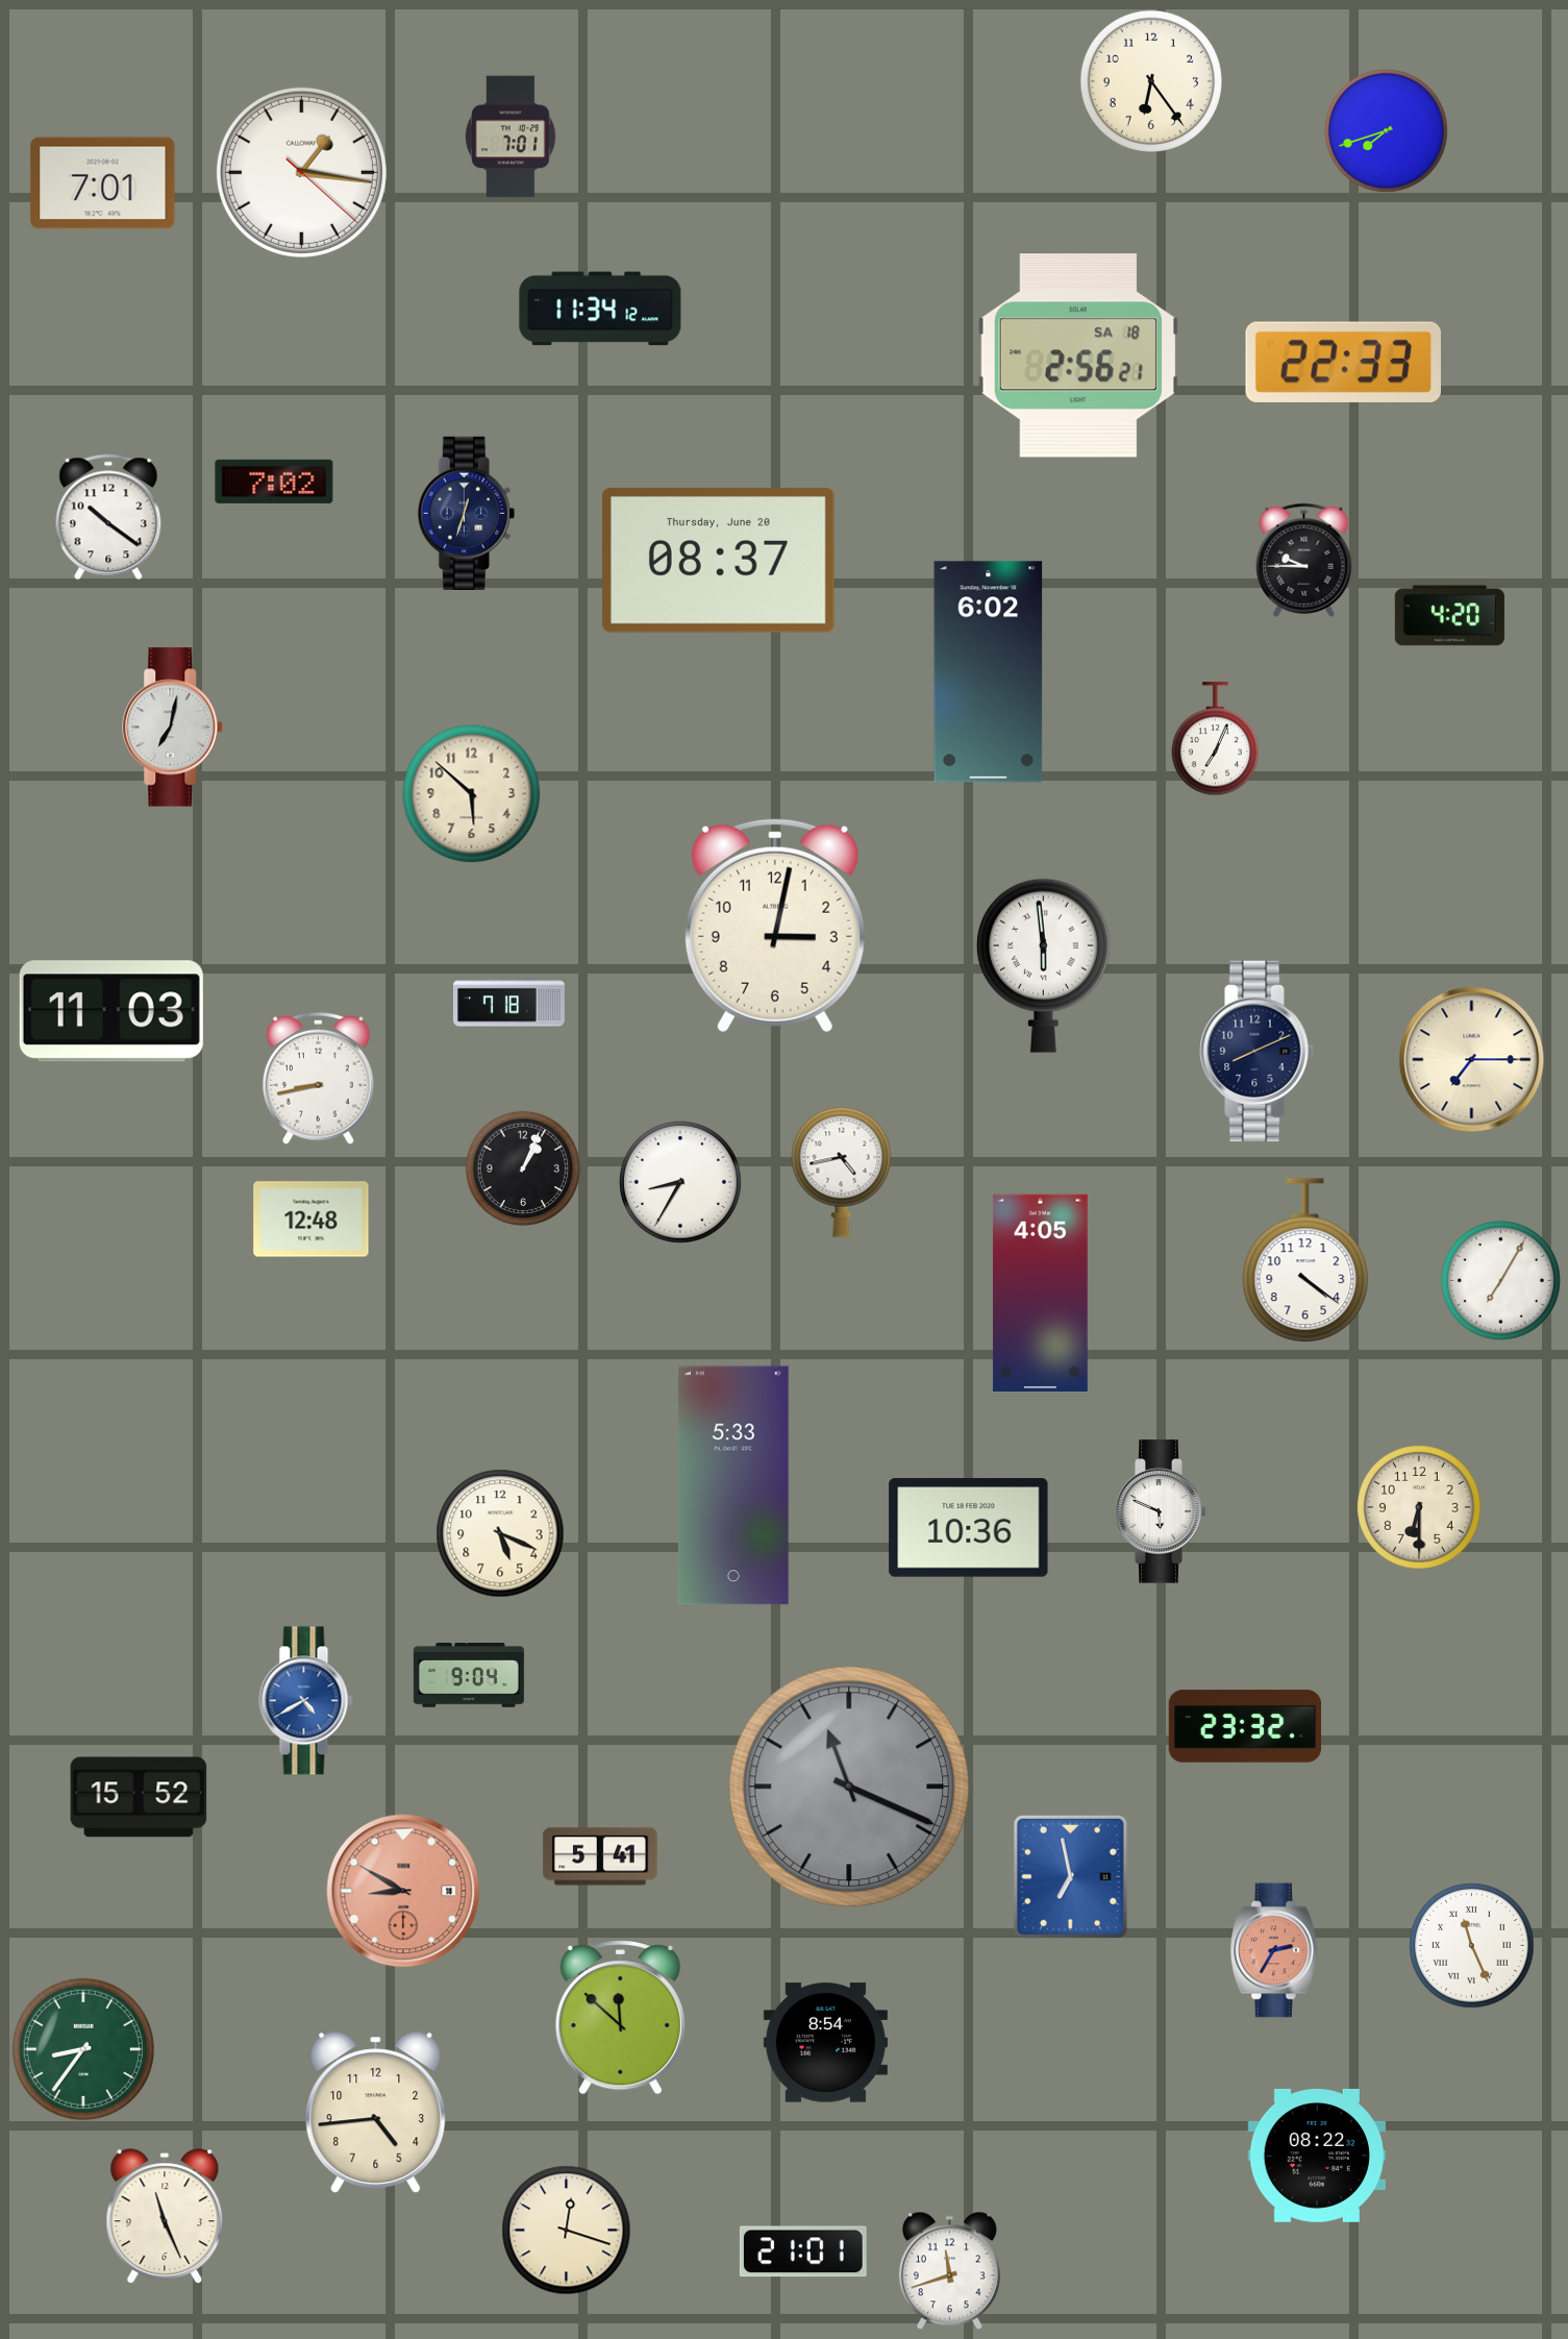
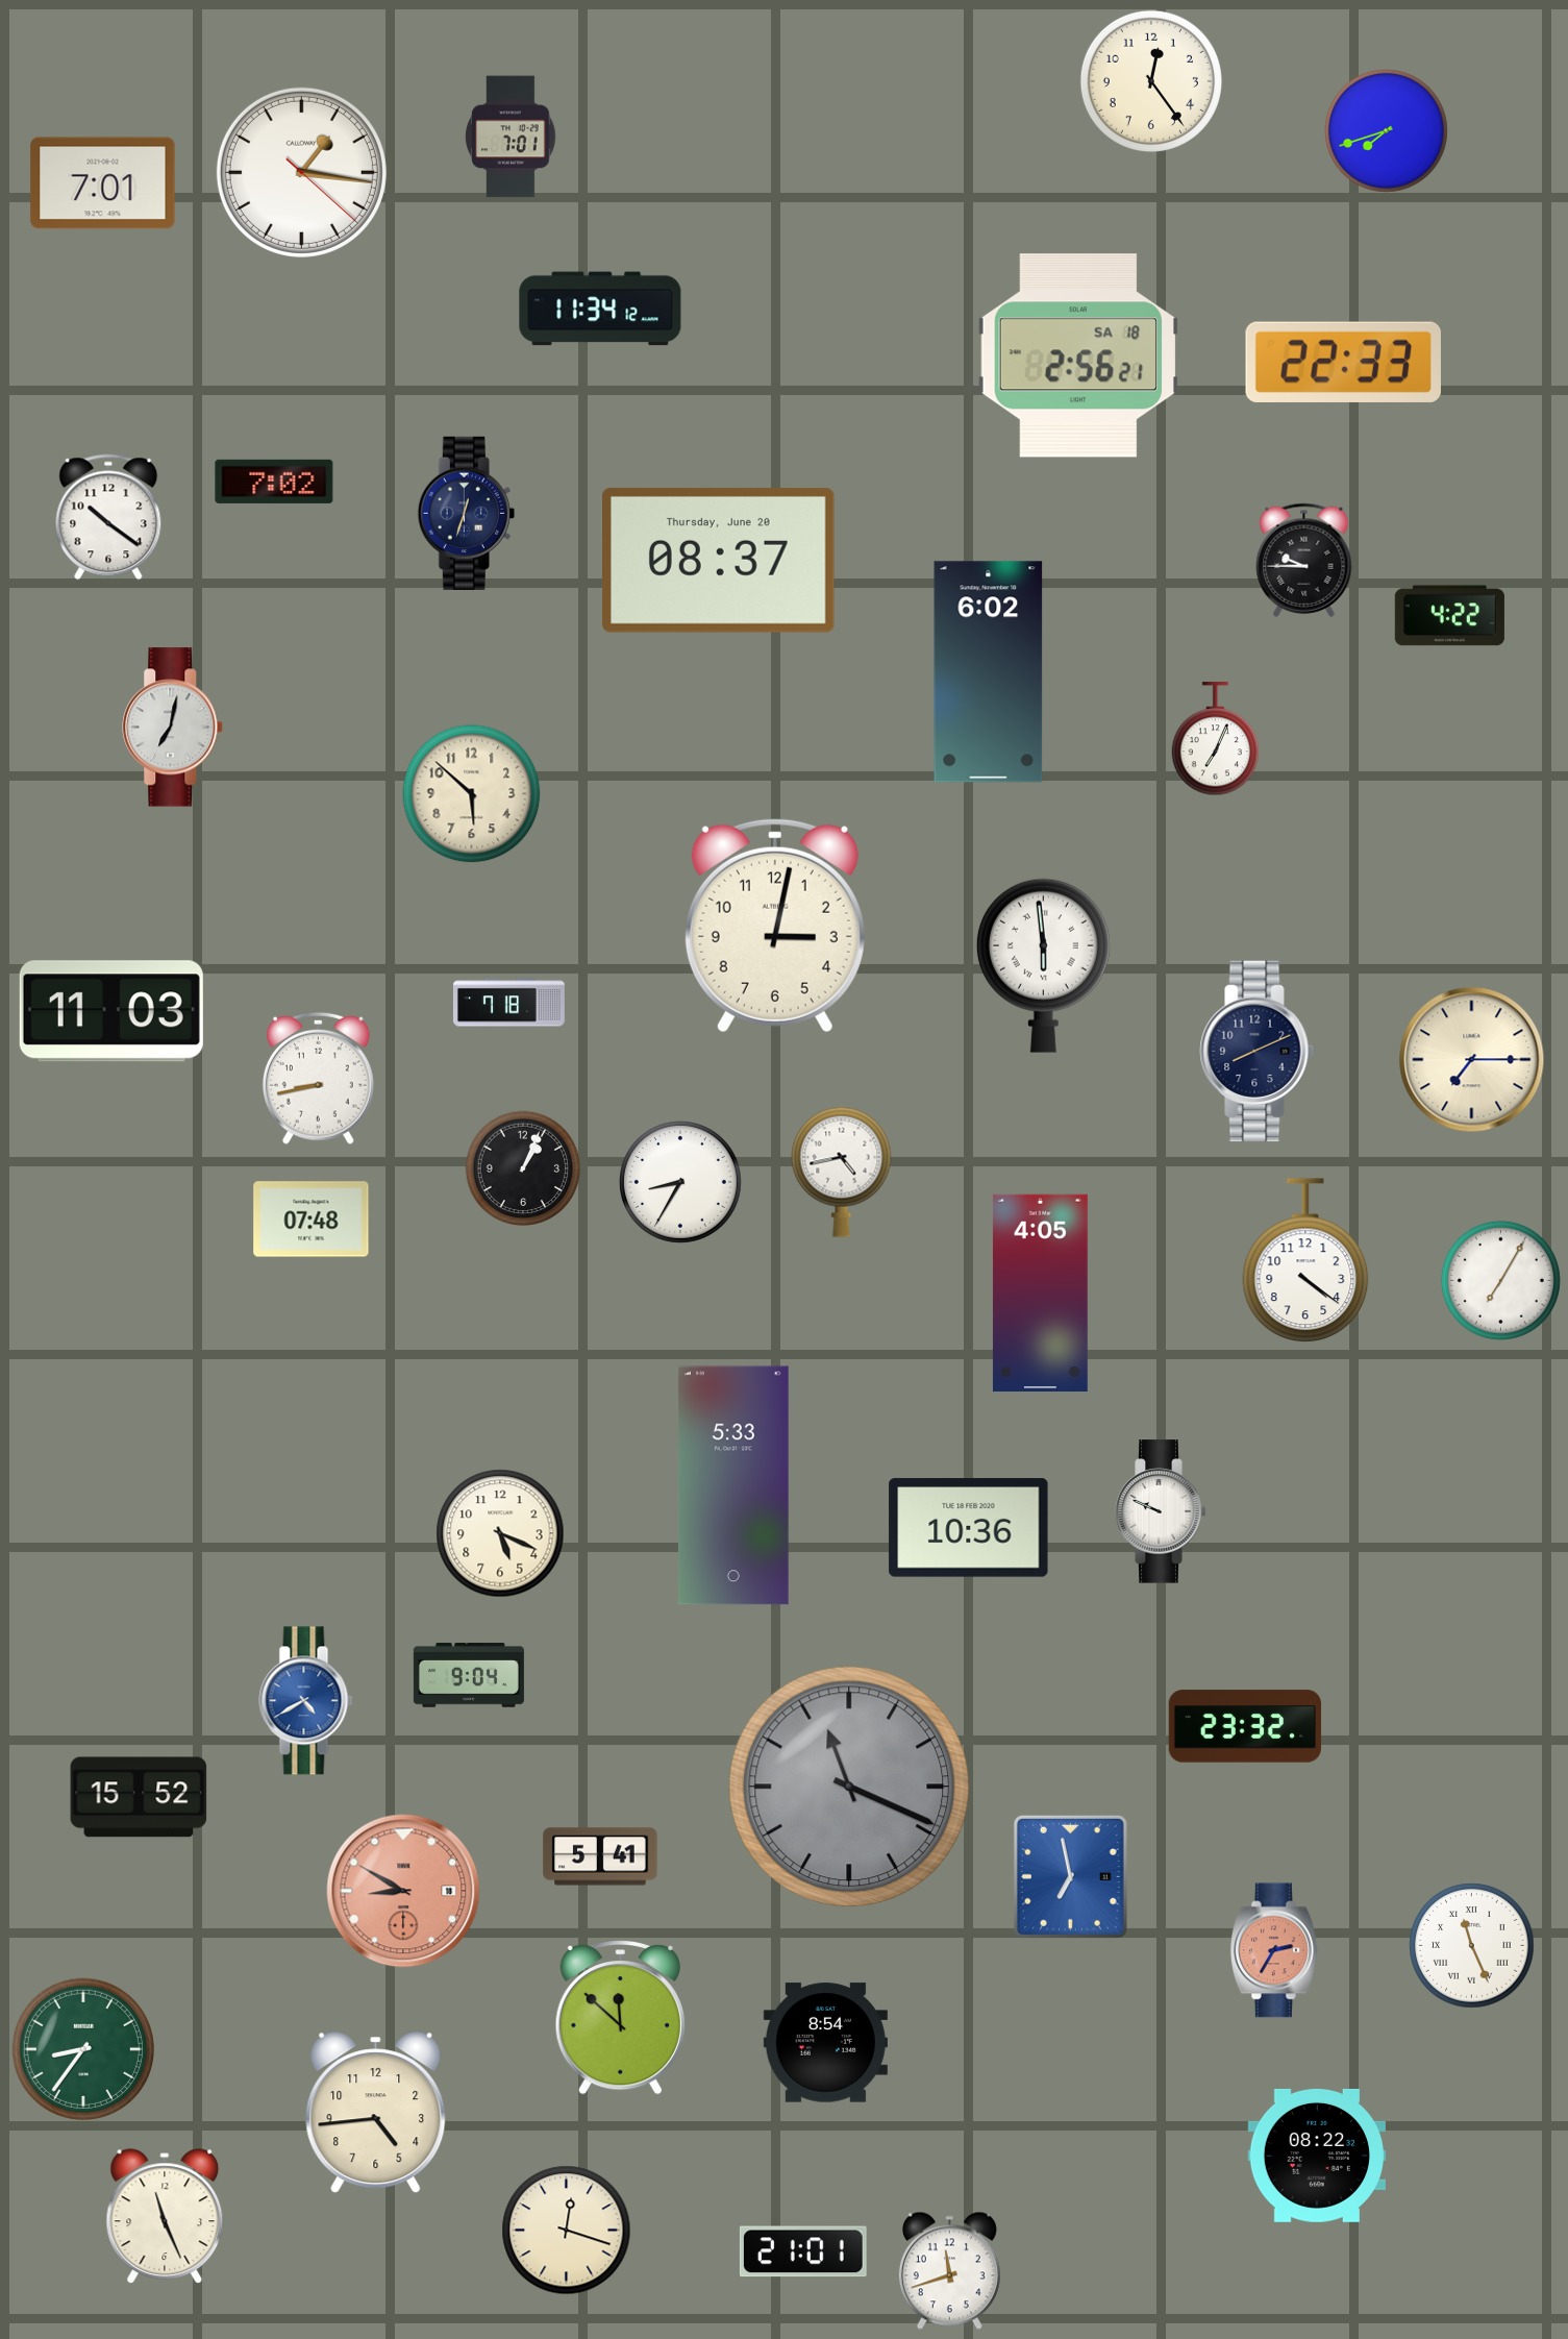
clock at (1151, 81): 6:24 -> 12:24
clock at (1449, 616): 4:20 -> 4:22
clock at (312, 1220): 12:48 -> 07:48
clock at (1419, 1507): 6:30 -> none
clock at (1161, 1511): 5:49 -> 9:49
